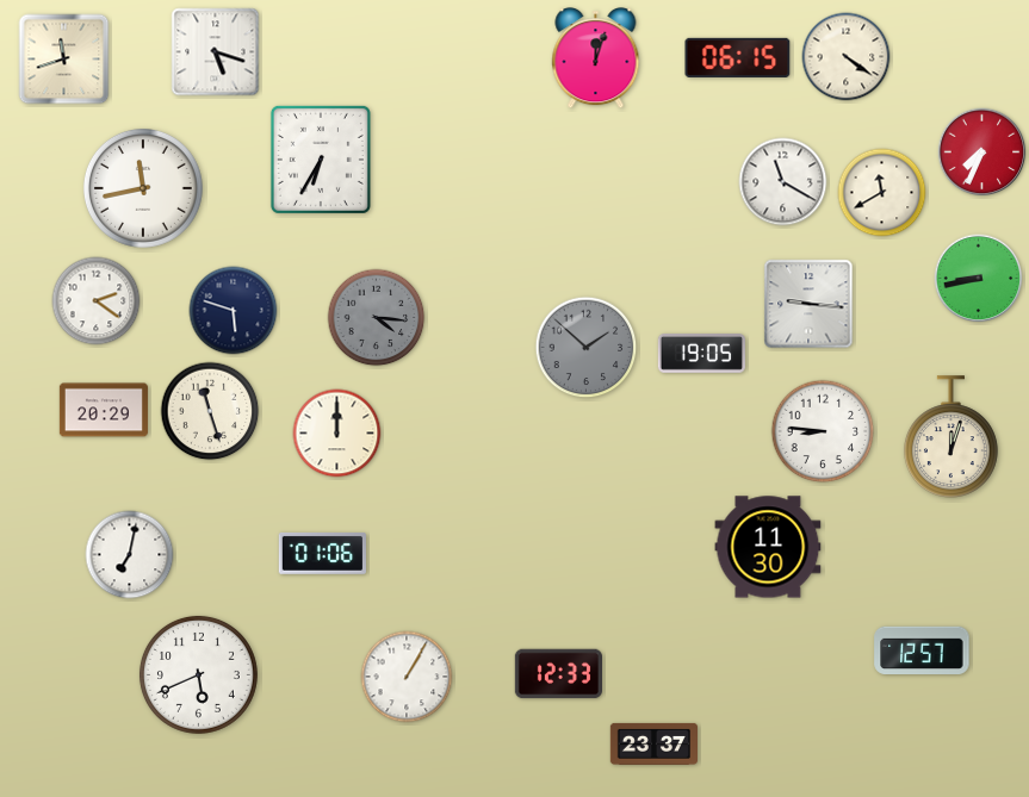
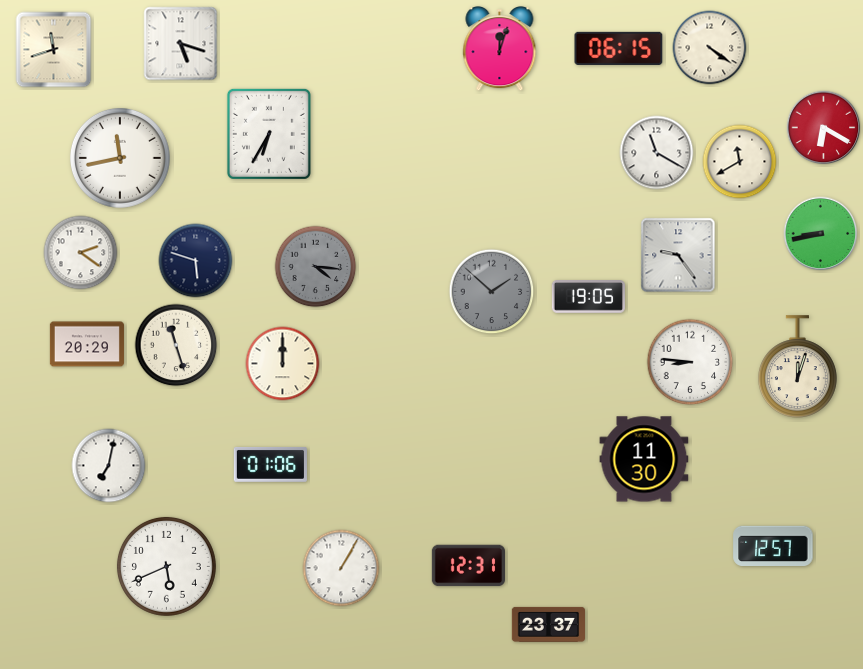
clock at (982, 152): 7:34 -> 6:20
clock at (808, 304): 9:16 -> 9:24
clock at (558, 674): 12:33 -> 12:31
